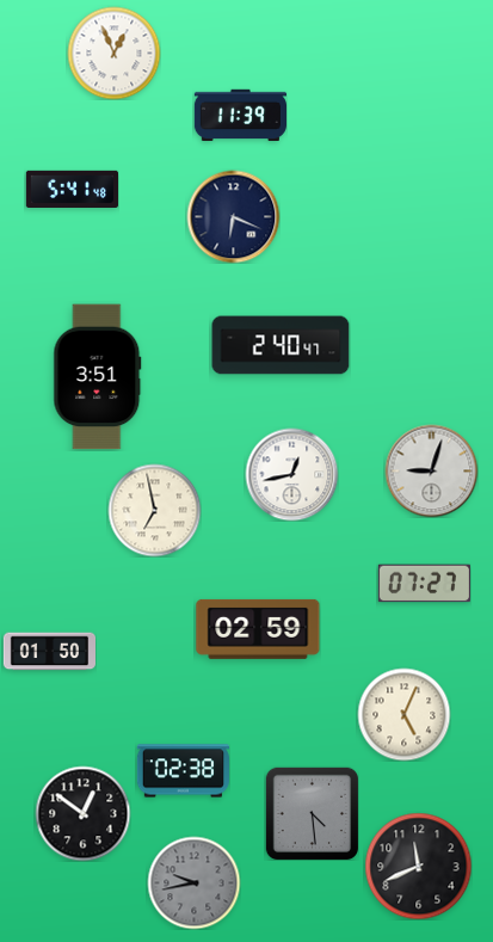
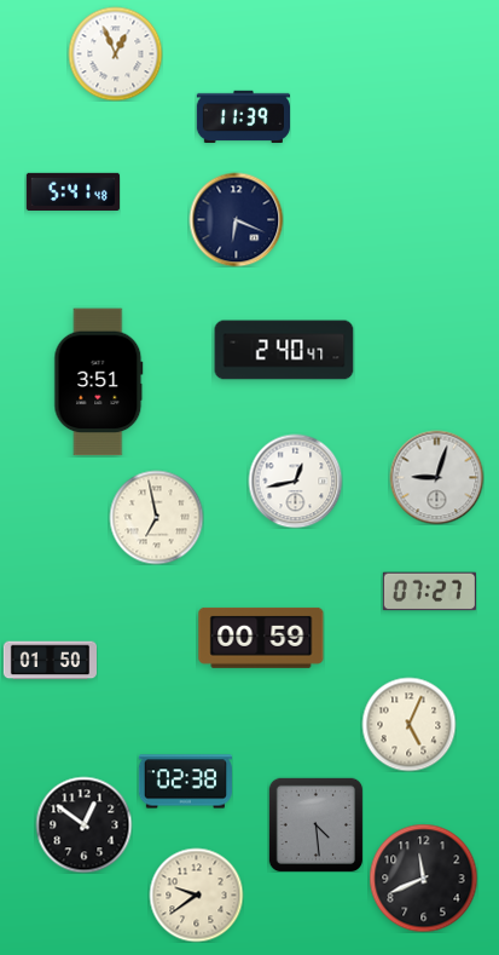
clock at (258, 629): 02:59 -> 00:59
clock at (193, 882): 9:43 -> 9:39
clock at (193, 882) dial: grey -> cream
